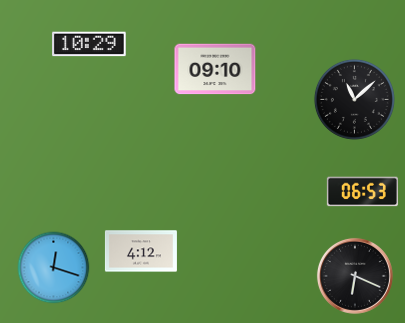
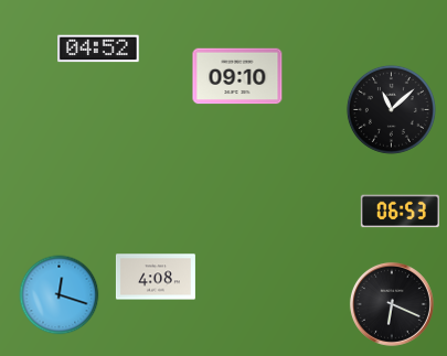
clock at (89, 44): 10:29 -> 04:52
clock at (141, 251): 4:12 -> 4:08
